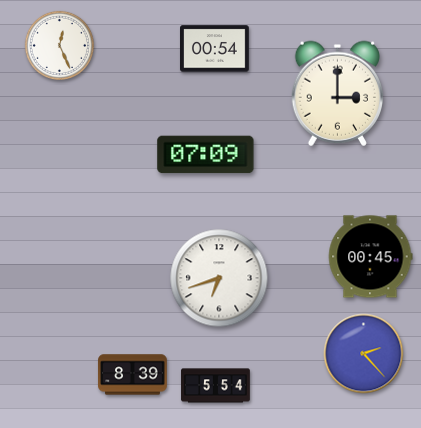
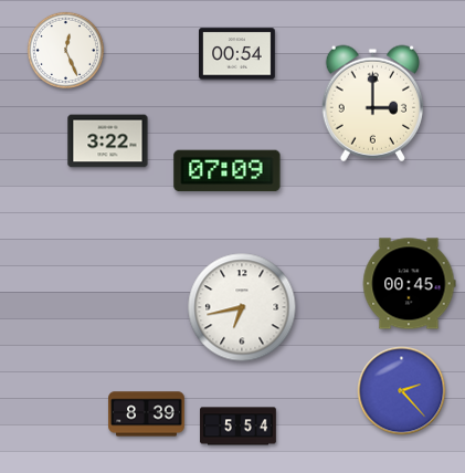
clock at (108, 141): none -> 3:22
clock at (219, 278): 6:42 -> 6:43
